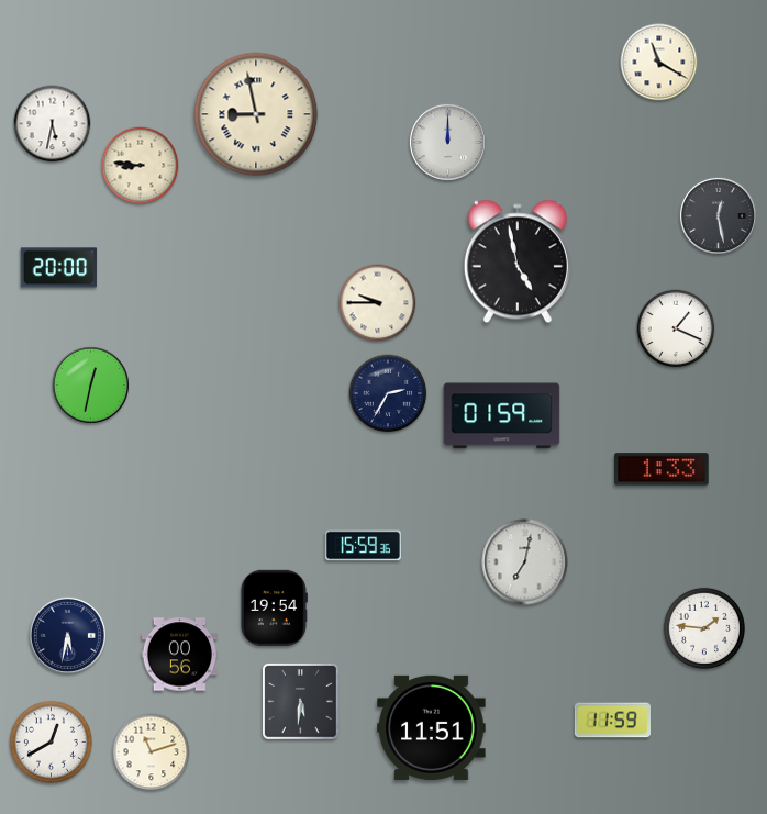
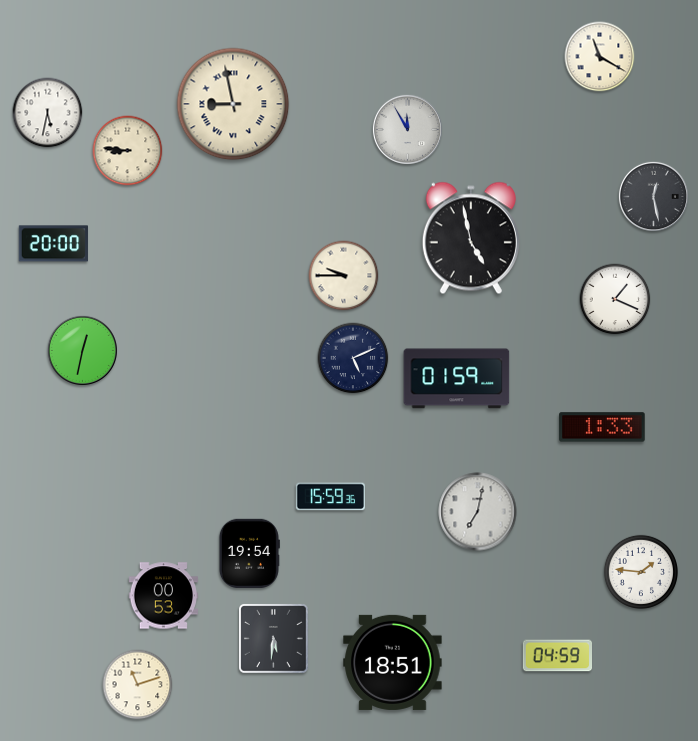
clock at (447, 142): 12:00 -> 11:55
clock at (388, 393): 2:35 -> 5:11
clock at (67, 635): 5:32 -> none
clock at (180, 655): 00:56 -> 00:53
clock at (612, 721): 11:59 -> 04:59
clock at (432, 727): 11:51 -> 18:51
clock at (51, 741): 12:40 -> none
